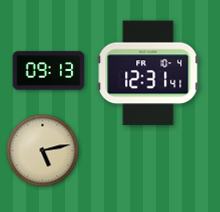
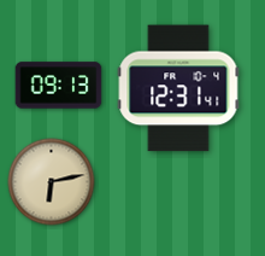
clock at (43, 151): 5:13 -> 6:13
